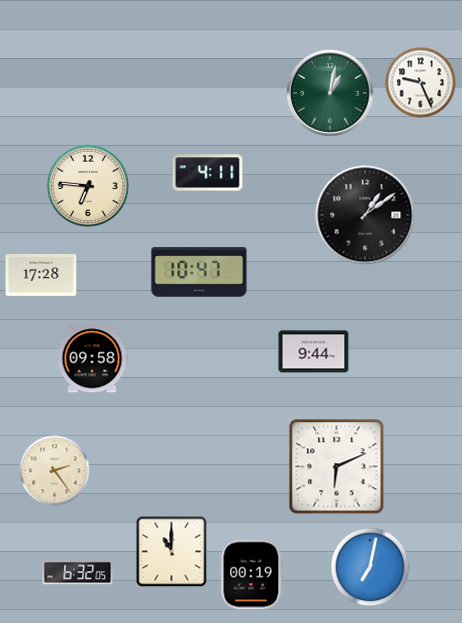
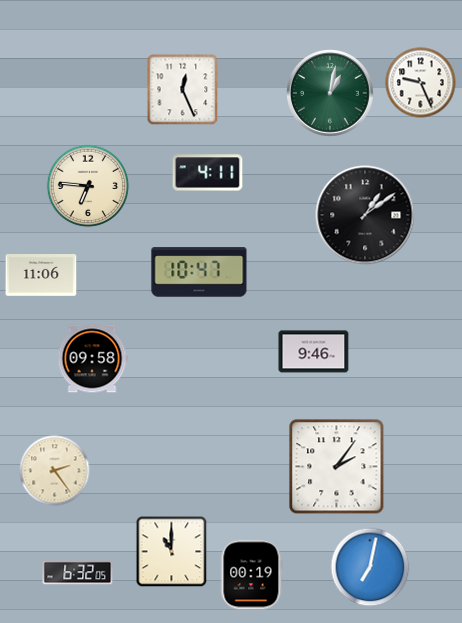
clock at (183, 90): none -> 12:26
clock at (41, 275): 17:28 -> 11:06
clock at (314, 352): 9:44 -> 9:46
clock at (337, 467): 6:11 -> 2:06
